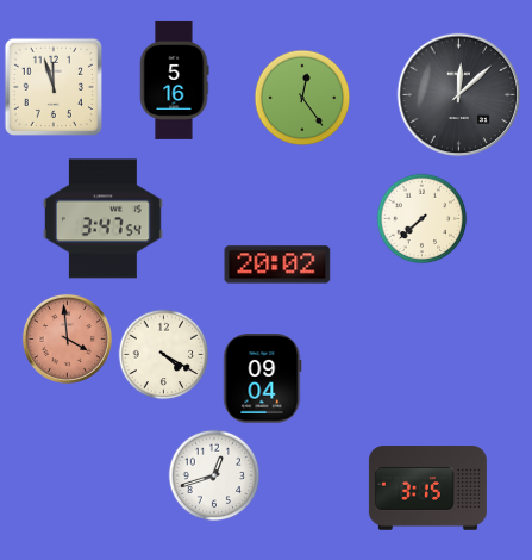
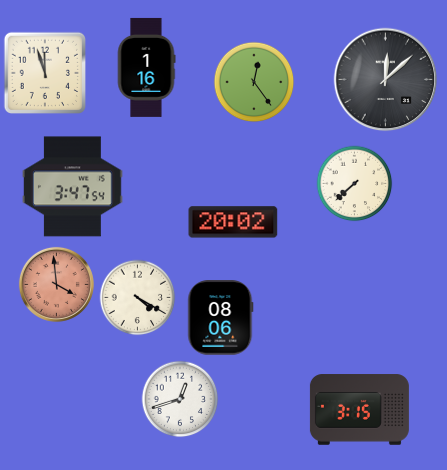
clock at (174, 80): 5:16 -> 1:16
clock at (102, 219) position: (102, 219) -> (72, 187)
clock at (263, 379): 09:04 -> 08:06
